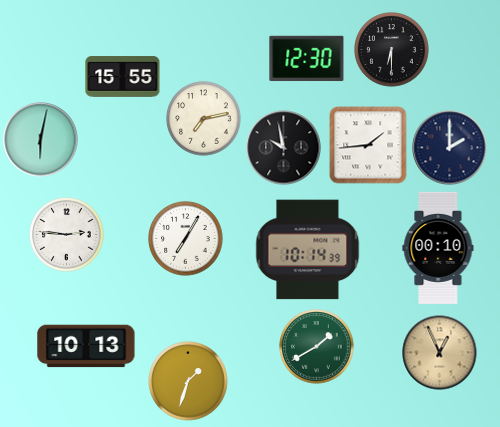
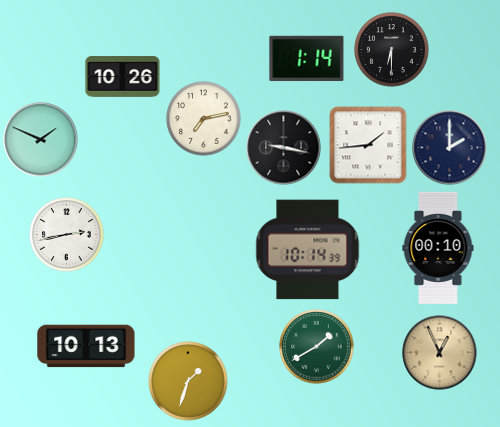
clock at (307, 59): 12:30 -> 1:14
clock at (123, 77): 15:55 -> 10:26
clock at (41, 140): 6:02 -> 1:49
clock at (284, 148): 9:58 -> 9:17
clock at (67, 235): 2:46 -> 2:43
clock at (186, 239): 7:05 -> none
